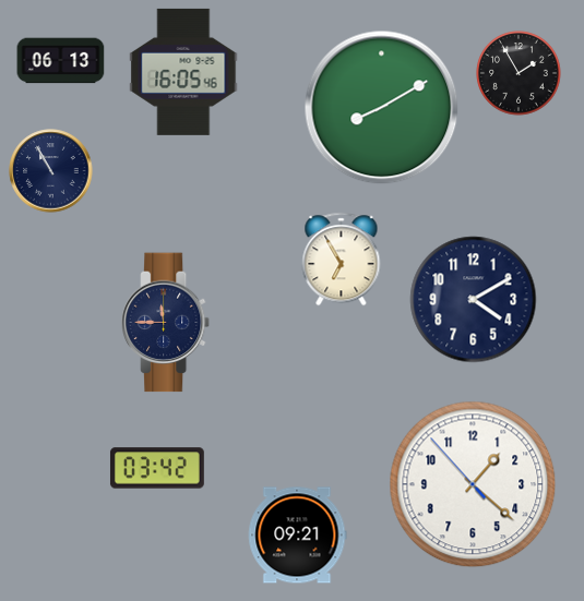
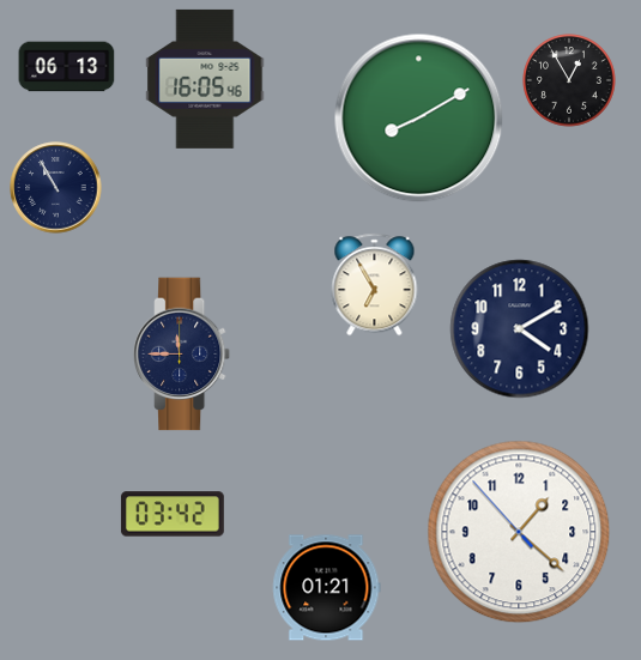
clock at (183, 72) position: (183, 72) -> (205, 79)
clock at (519, 73): 1:55 -> 12:55
clock at (297, 536): 09:21 -> 01:21
